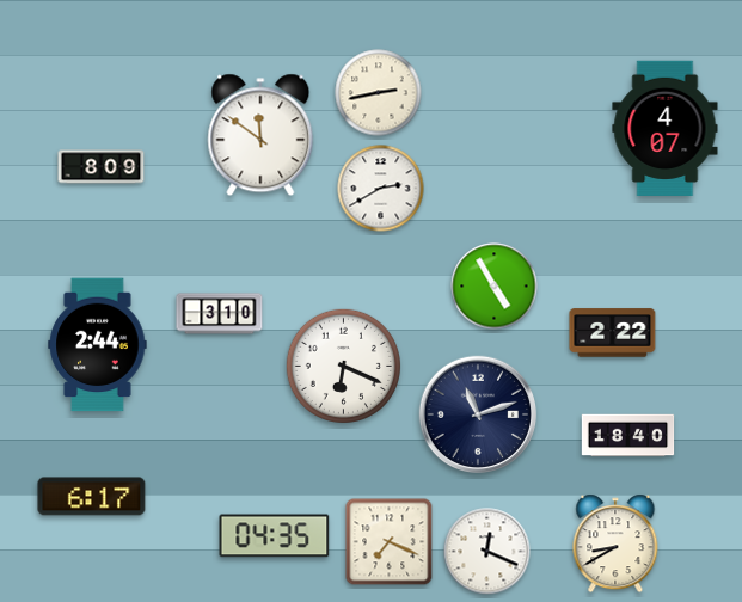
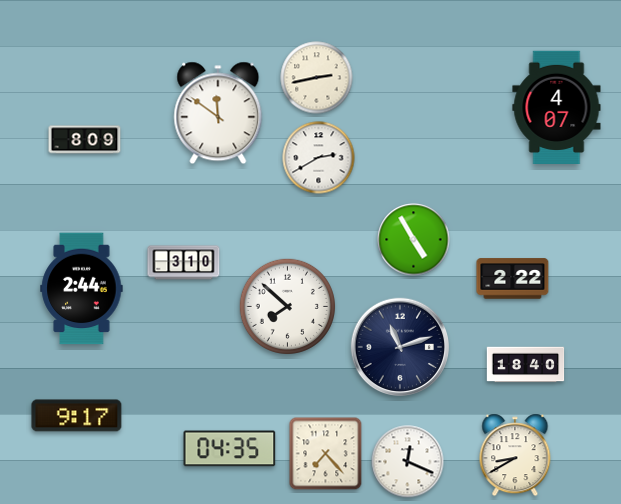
clock at (343, 365): 6:19 -> 7:52
clock at (92, 497): 6:17 -> 9:17
clock at (390, 542): 7:19 -> 7:23
